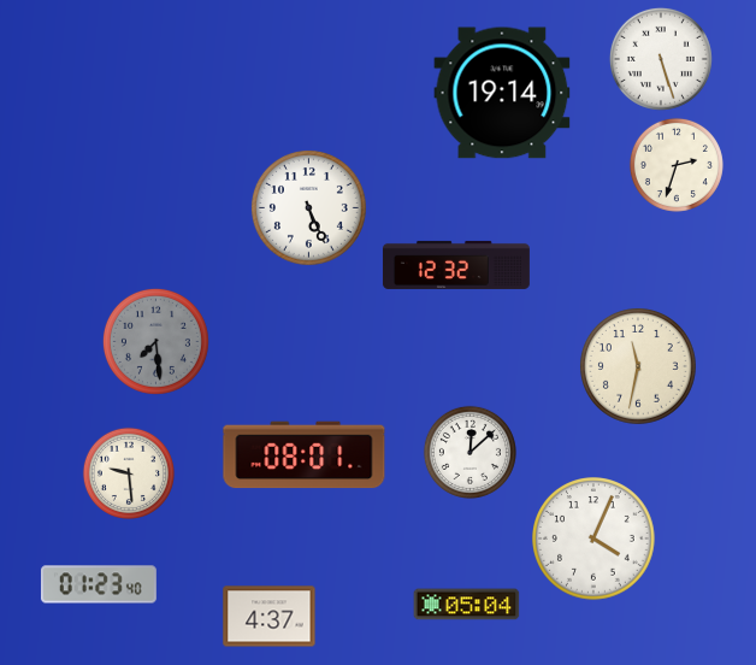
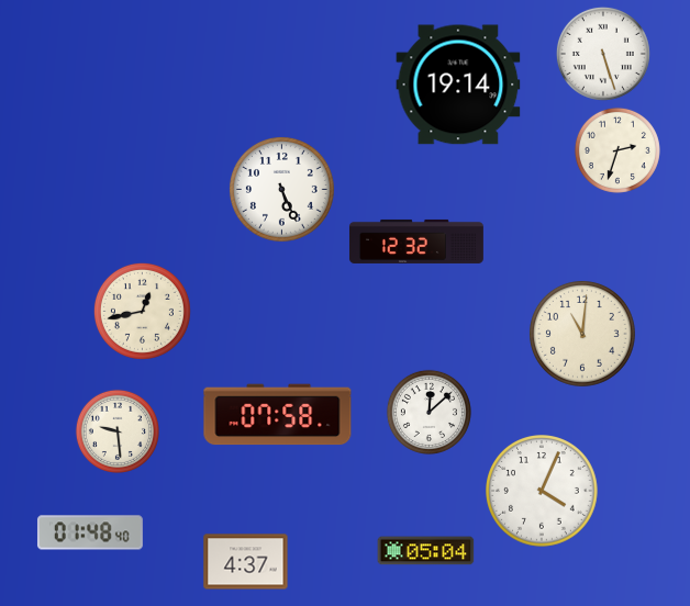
clock at (155, 341): 7:29 -> 12:43
clock at (155, 341) dial: grey -> cream
clock at (638, 366): 11:32 -> 11:01
clock at (305, 455): 08:01 -> 07:58
clock at (99, 584): 01:23 -> 01:48
